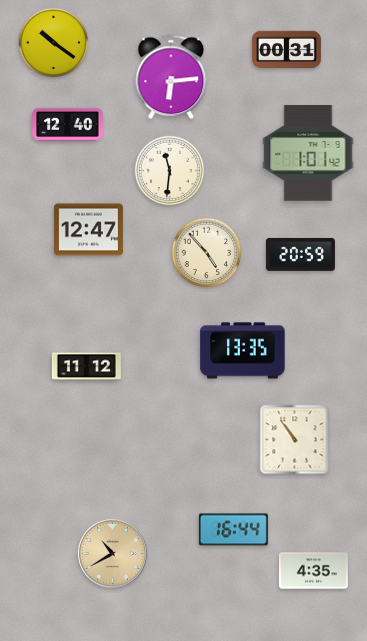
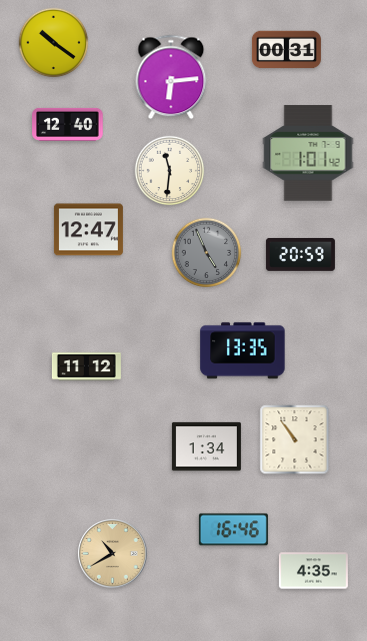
clock at (207, 253): 4:53 -> 4:56
clock at (207, 253) dial: cream -> grey
clock at (206, 447): none -> 1:34
clock at (233, 530): 16:44 -> 16:46
